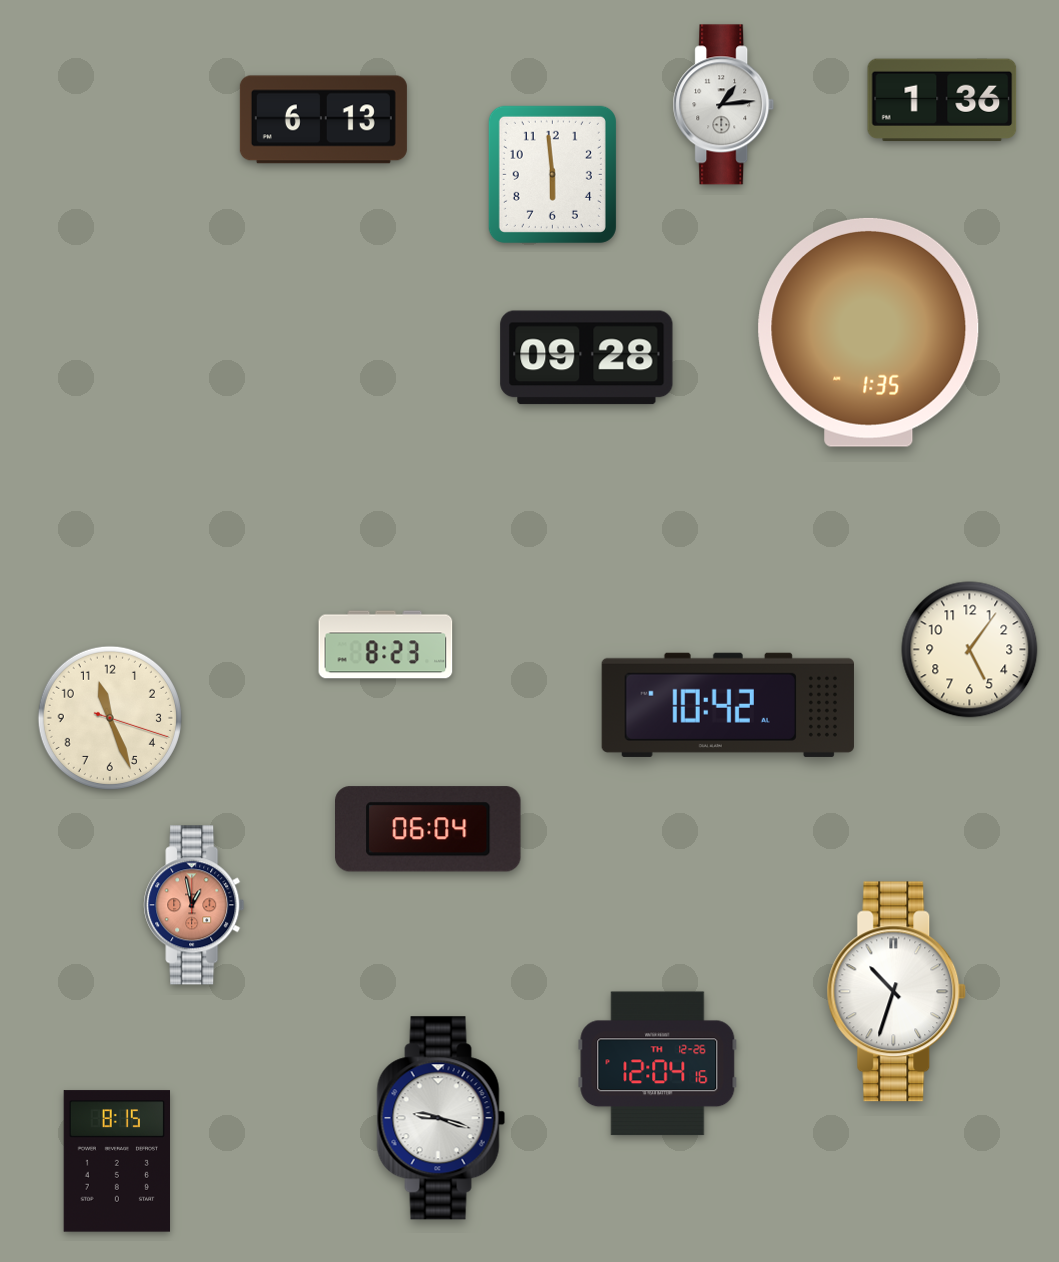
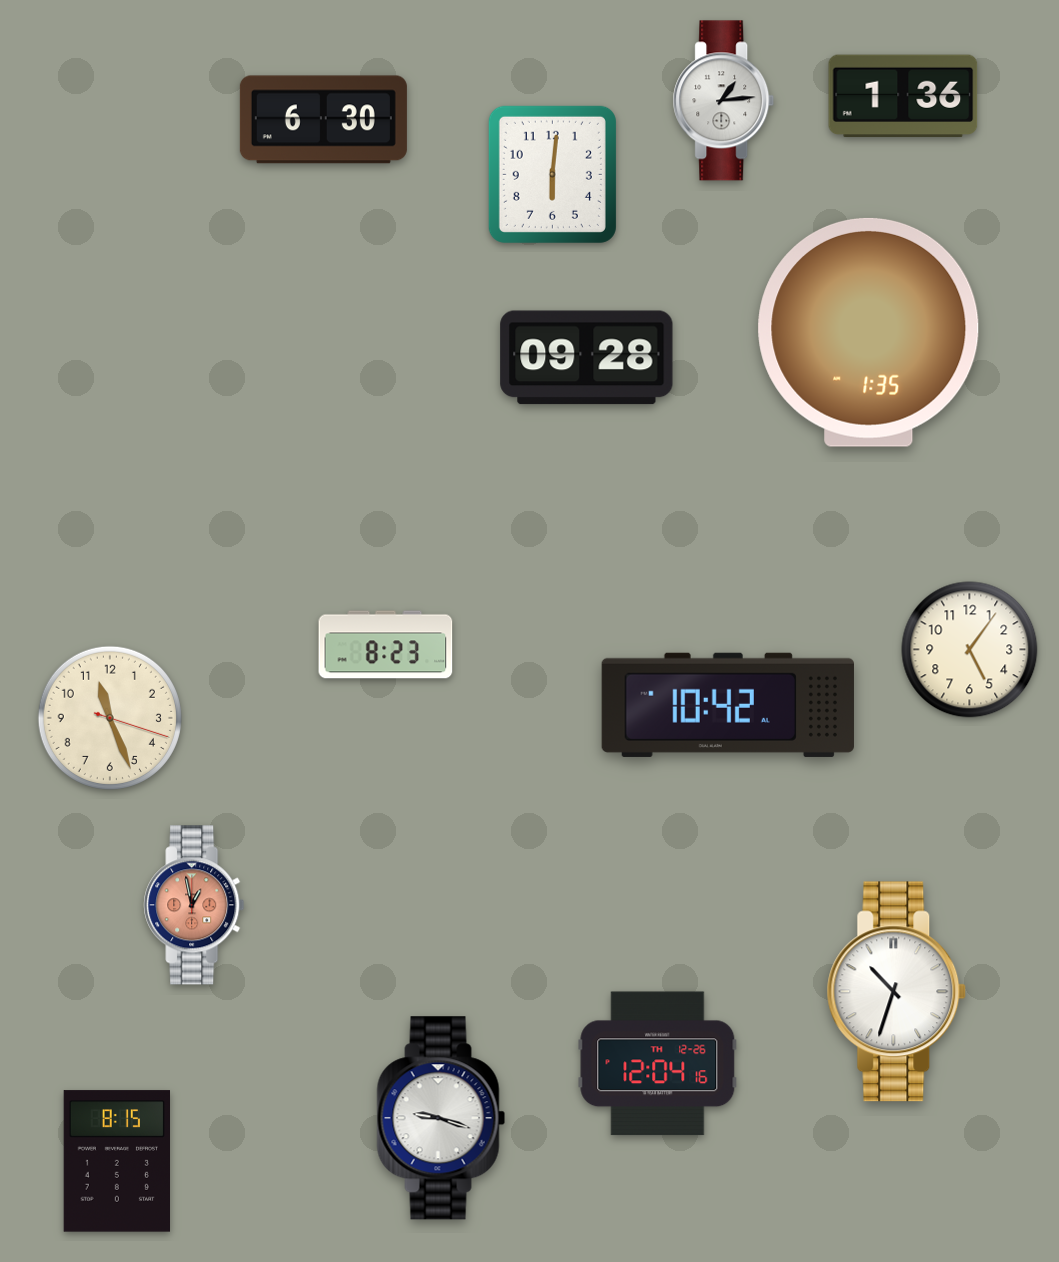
clock at (942, 100) position: (942, 100) -> (903, 96)
clock at (724, 105) position: (724, 105) -> (724, 101)
clock at (323, 120): 6:13 -> 6:30
clock at (552, 174): 5:59 -> 6:01
clock at (429, 829): 06:04 -> none
